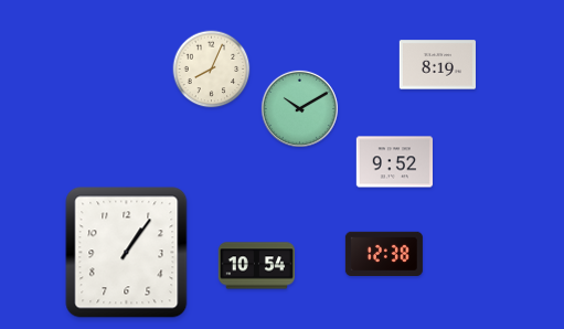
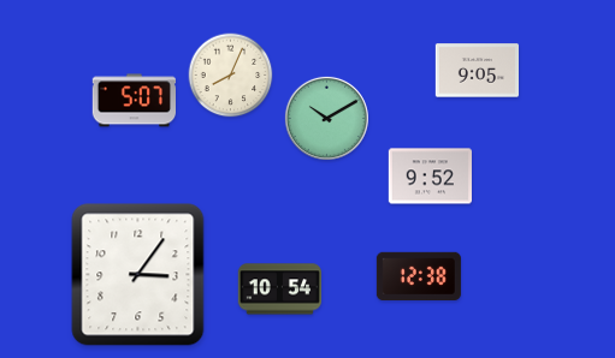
clock at (437, 65): 8:19 -> 9:05
clock at (134, 101): none -> 5:07
clock at (127, 253): 1:06 -> 3:06
